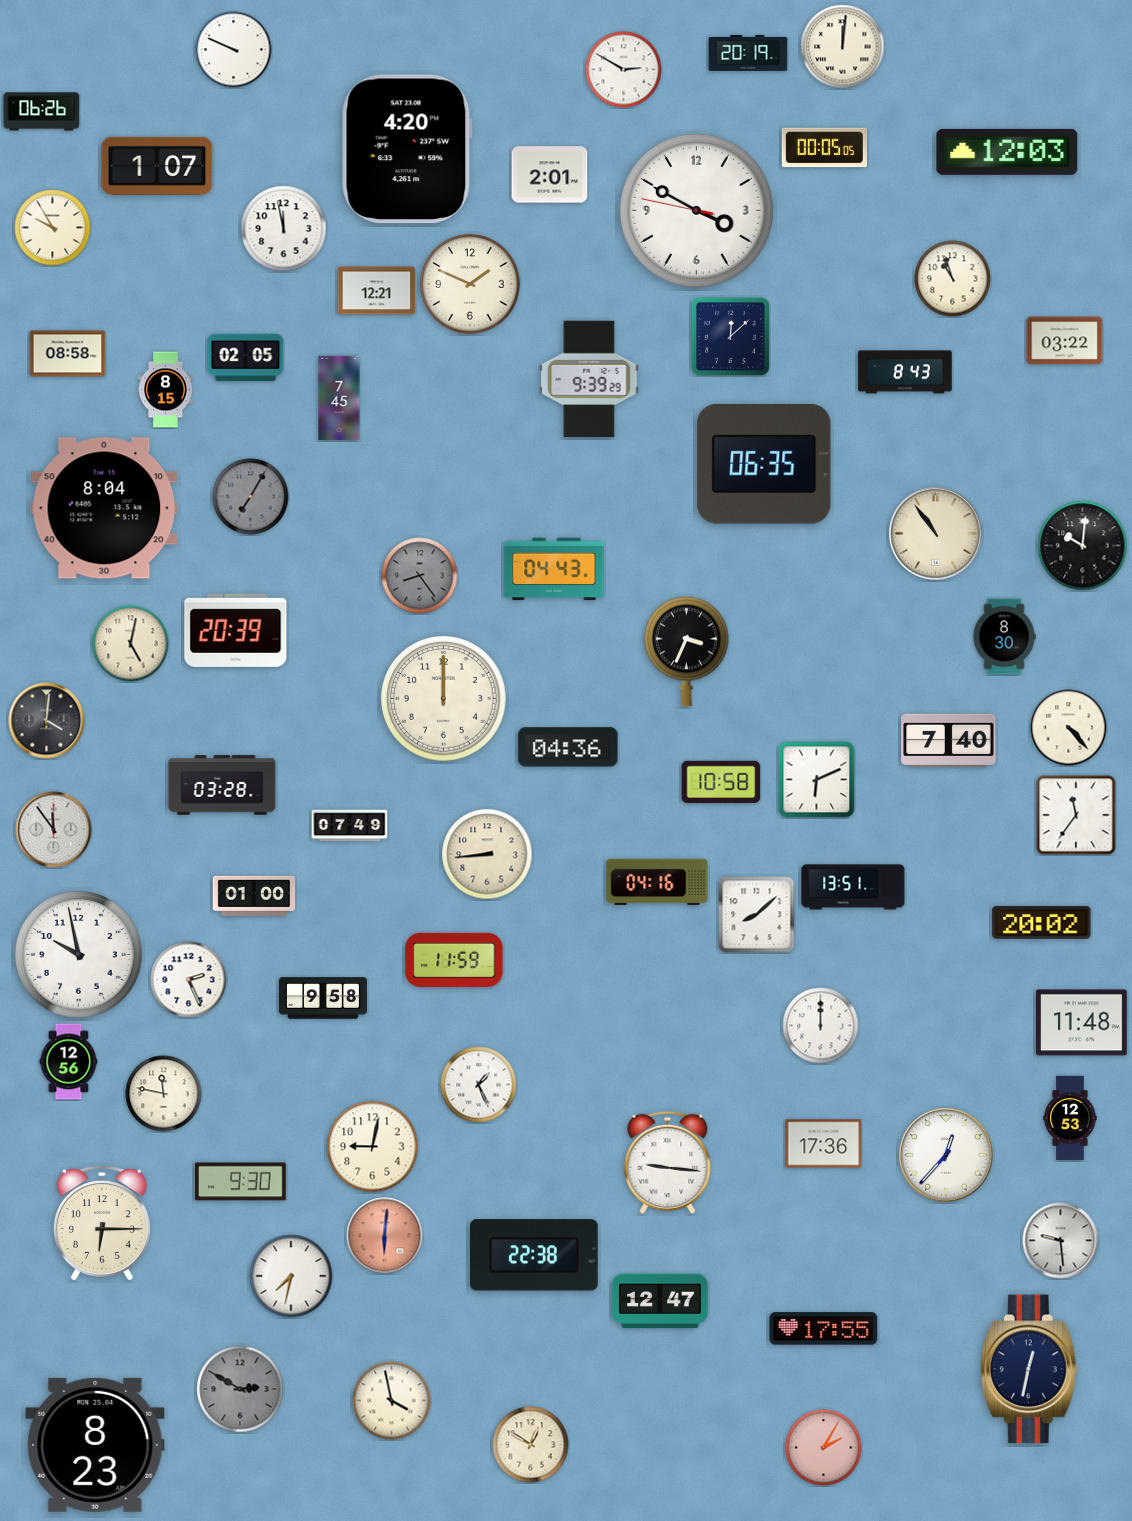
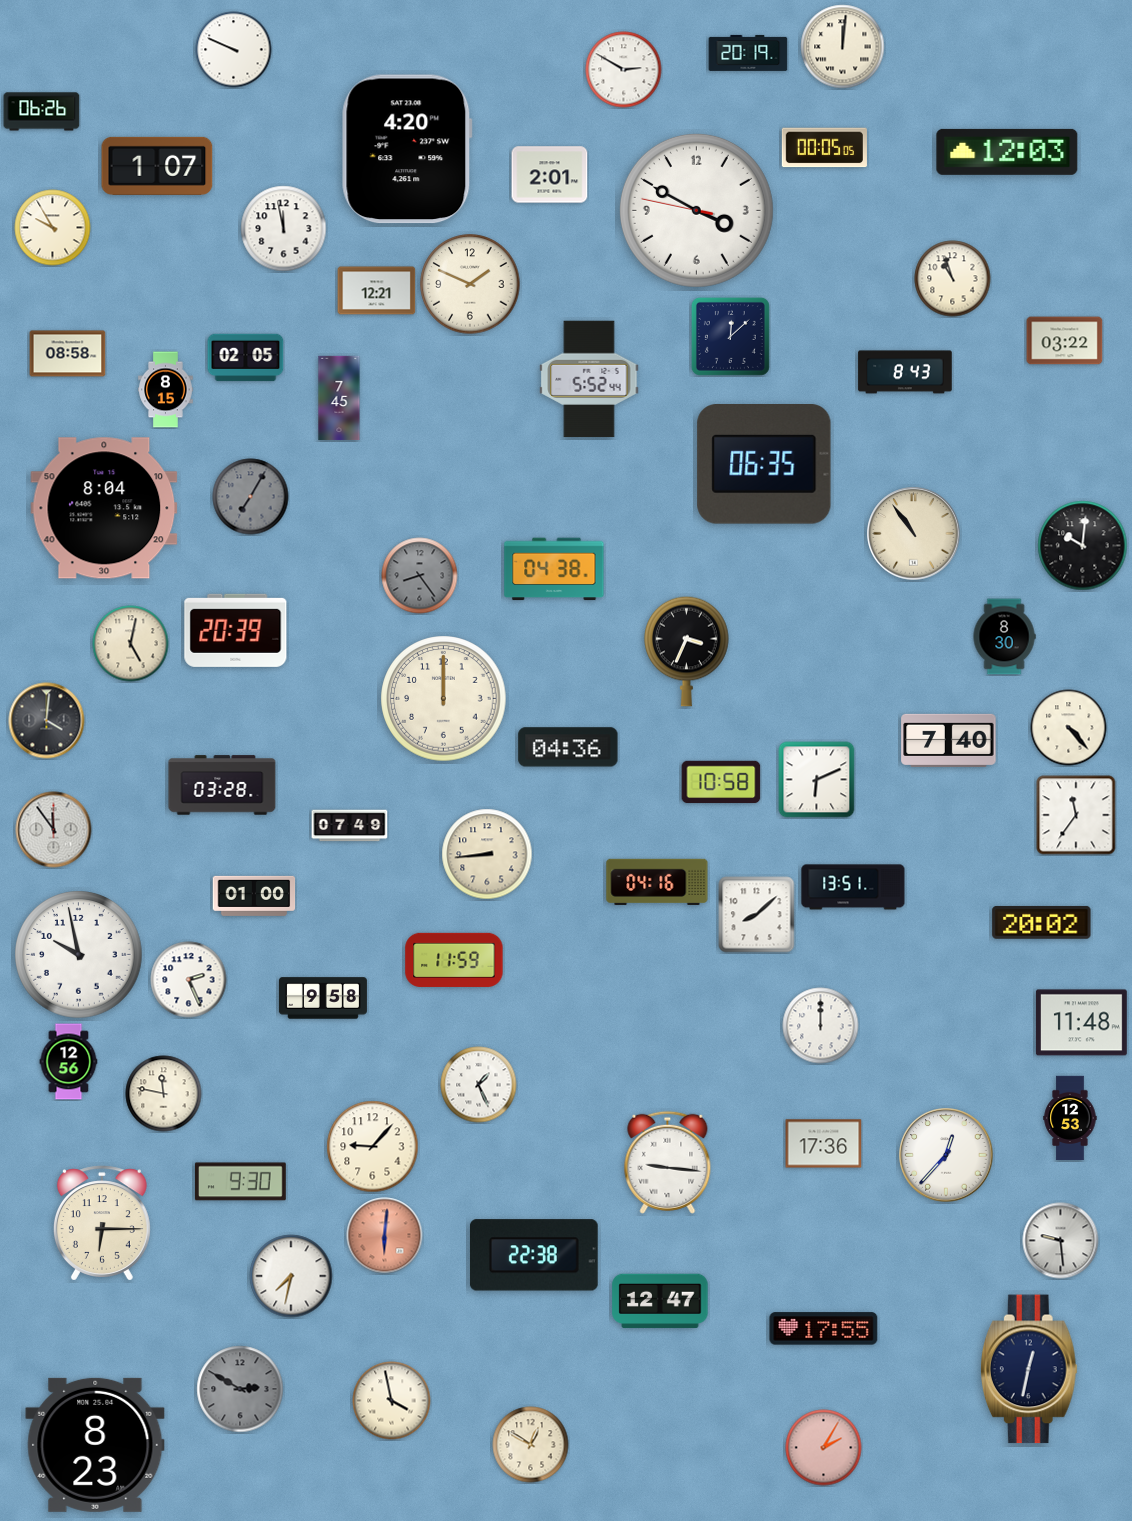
clock at (589, 379): 9:39 -> 5:52
clock at (936, 534) position: (936, 534) -> (914, 534)
clock at (554, 569): 04:43 -> 04:38
clock at (373, 1147): 9:02 -> 9:07
